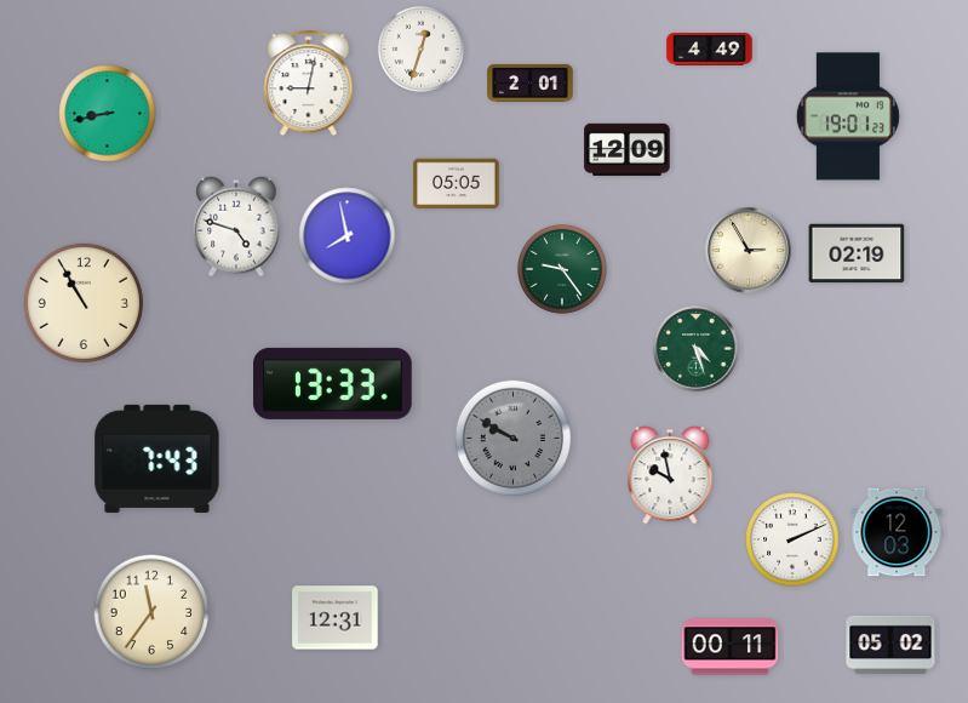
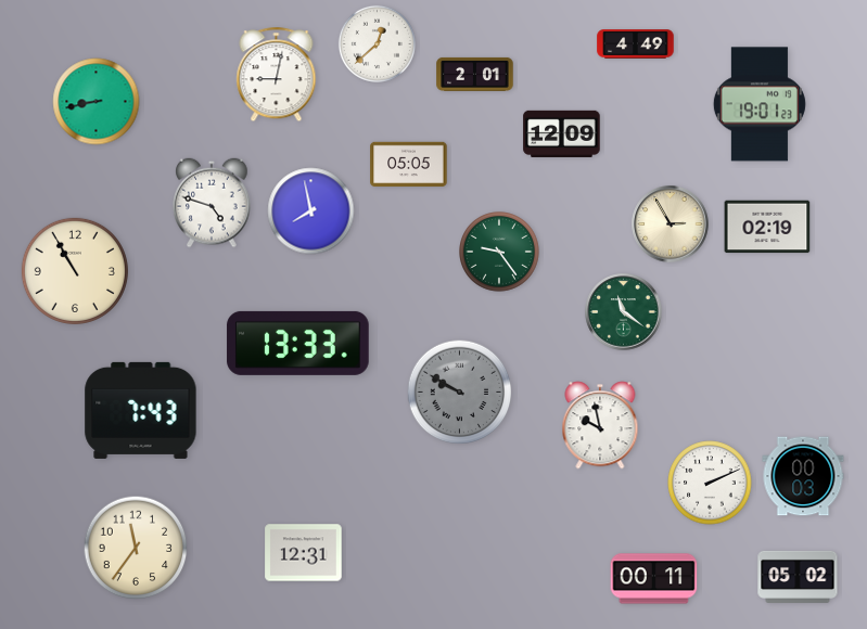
clock at (420, 48): 12:33 -> 12:38
clock at (563, 270) position: (563, 270) -> (500, 253)
clock at (697, 349): 4:27 -> 11:21
clock at (897, 532): 12:03 -> 00:03
clock at (336, 618) position: (336, 618) -> (304, 553)
